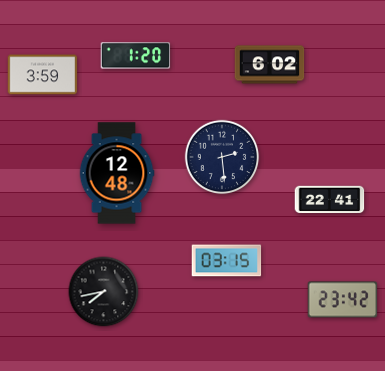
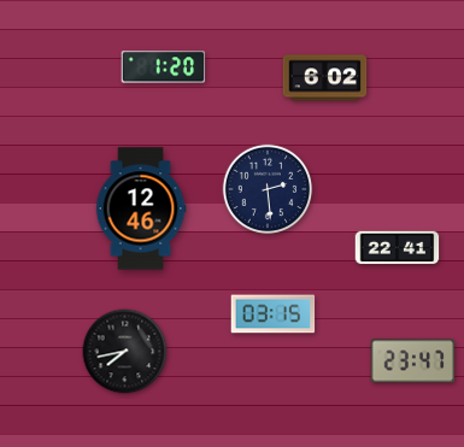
clock at (43, 75): 3:59 -> none
clock at (117, 173): 12:48 -> 12:46
clock at (330, 200) position: (330, 200) -> (398, 248)
clock at (343, 300): 23:42 -> 23:47
